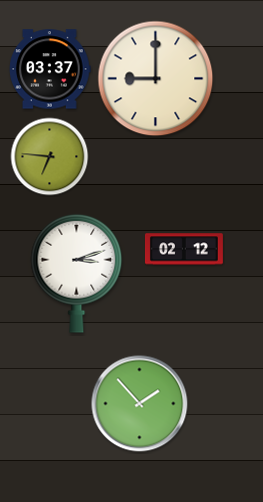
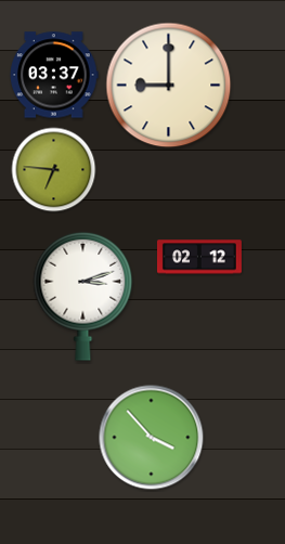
clock at (184, 249) position: (184, 249) -> (199, 257)
clock at (140, 404): 1:53 -> 3:53
